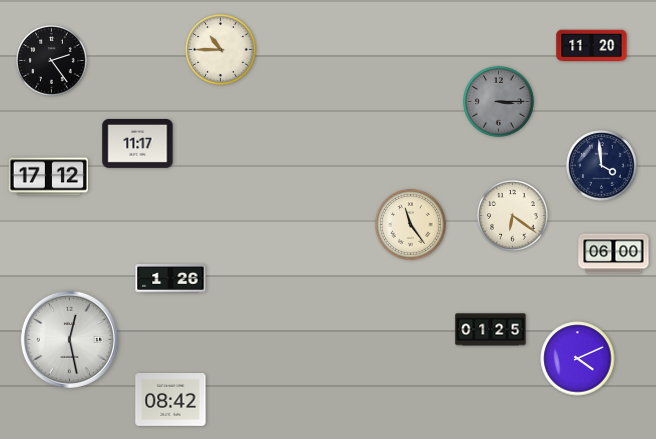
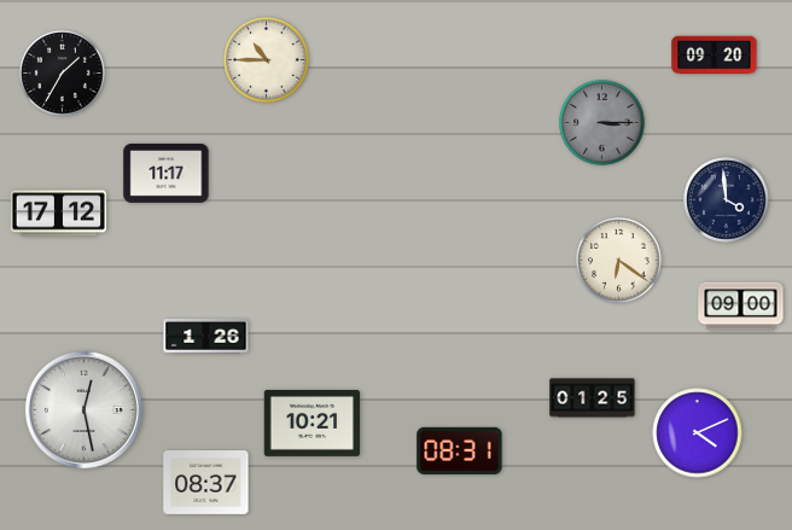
clock at (592, 46): 11:20 -> 09:20
clock at (52, 61): 2:24 -> 1:35
clock at (411, 225): 11:24 -> none
clock at (614, 254): 06:00 -> 09:00
clock at (313, 423): none -> 10:21
clock at (460, 450): none -> 08:31
clock at (171, 400): 08:42 -> 08:37
